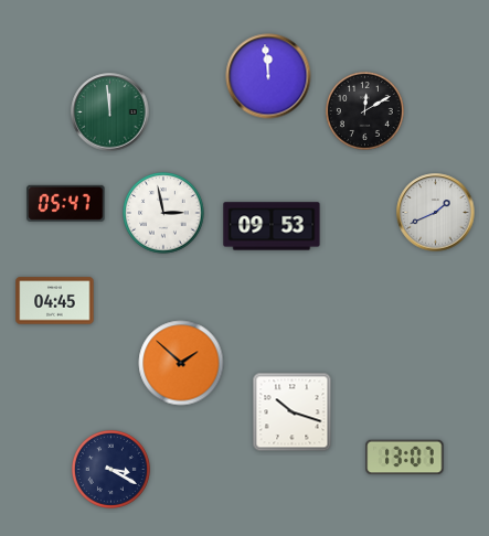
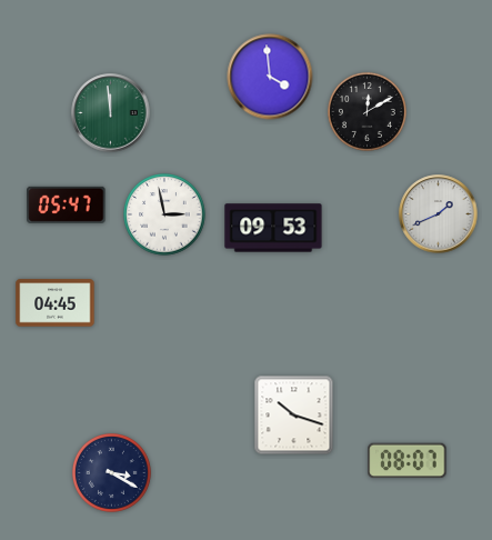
clock at (268, 76): 11:59 -> 3:59
clock at (181, 363): 1:52 -> none
clock at (405, 458): 13:07 -> 08:07
